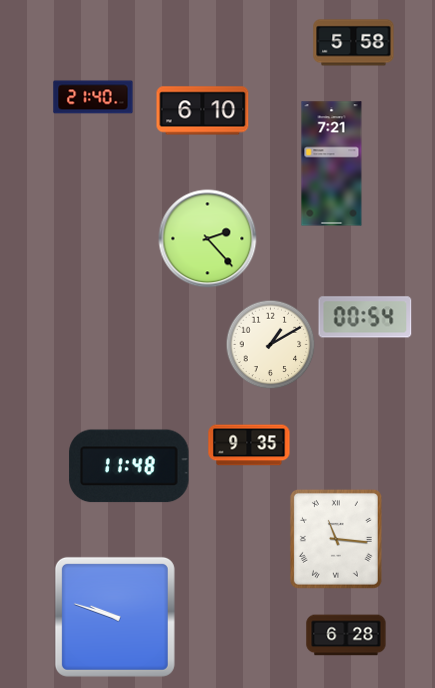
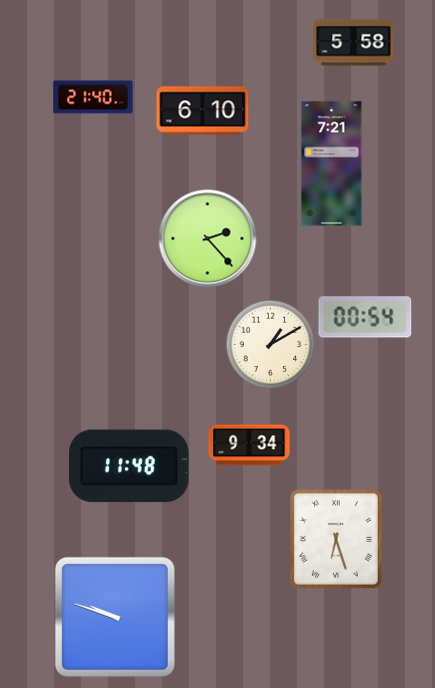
clock at (249, 445): 9:35 -> 9:34
clock at (336, 539): 11:16 -> 6:27
clock at (346, 635): 6:28 -> none
